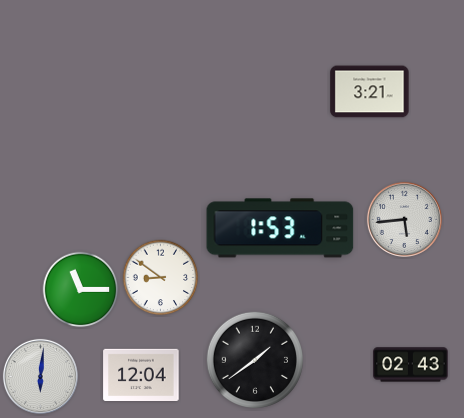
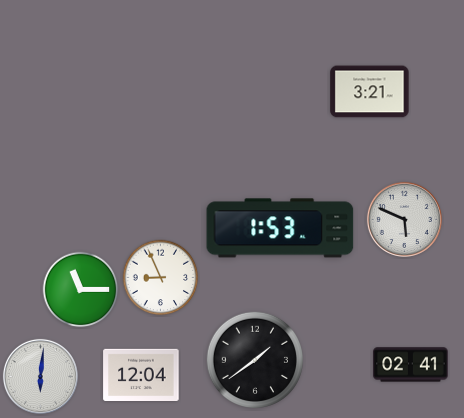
clock at (404, 219): 5:44 -> 5:49
clock at (161, 278): 8:51 -> 8:56
clock at (411, 365): 02:43 -> 02:41
